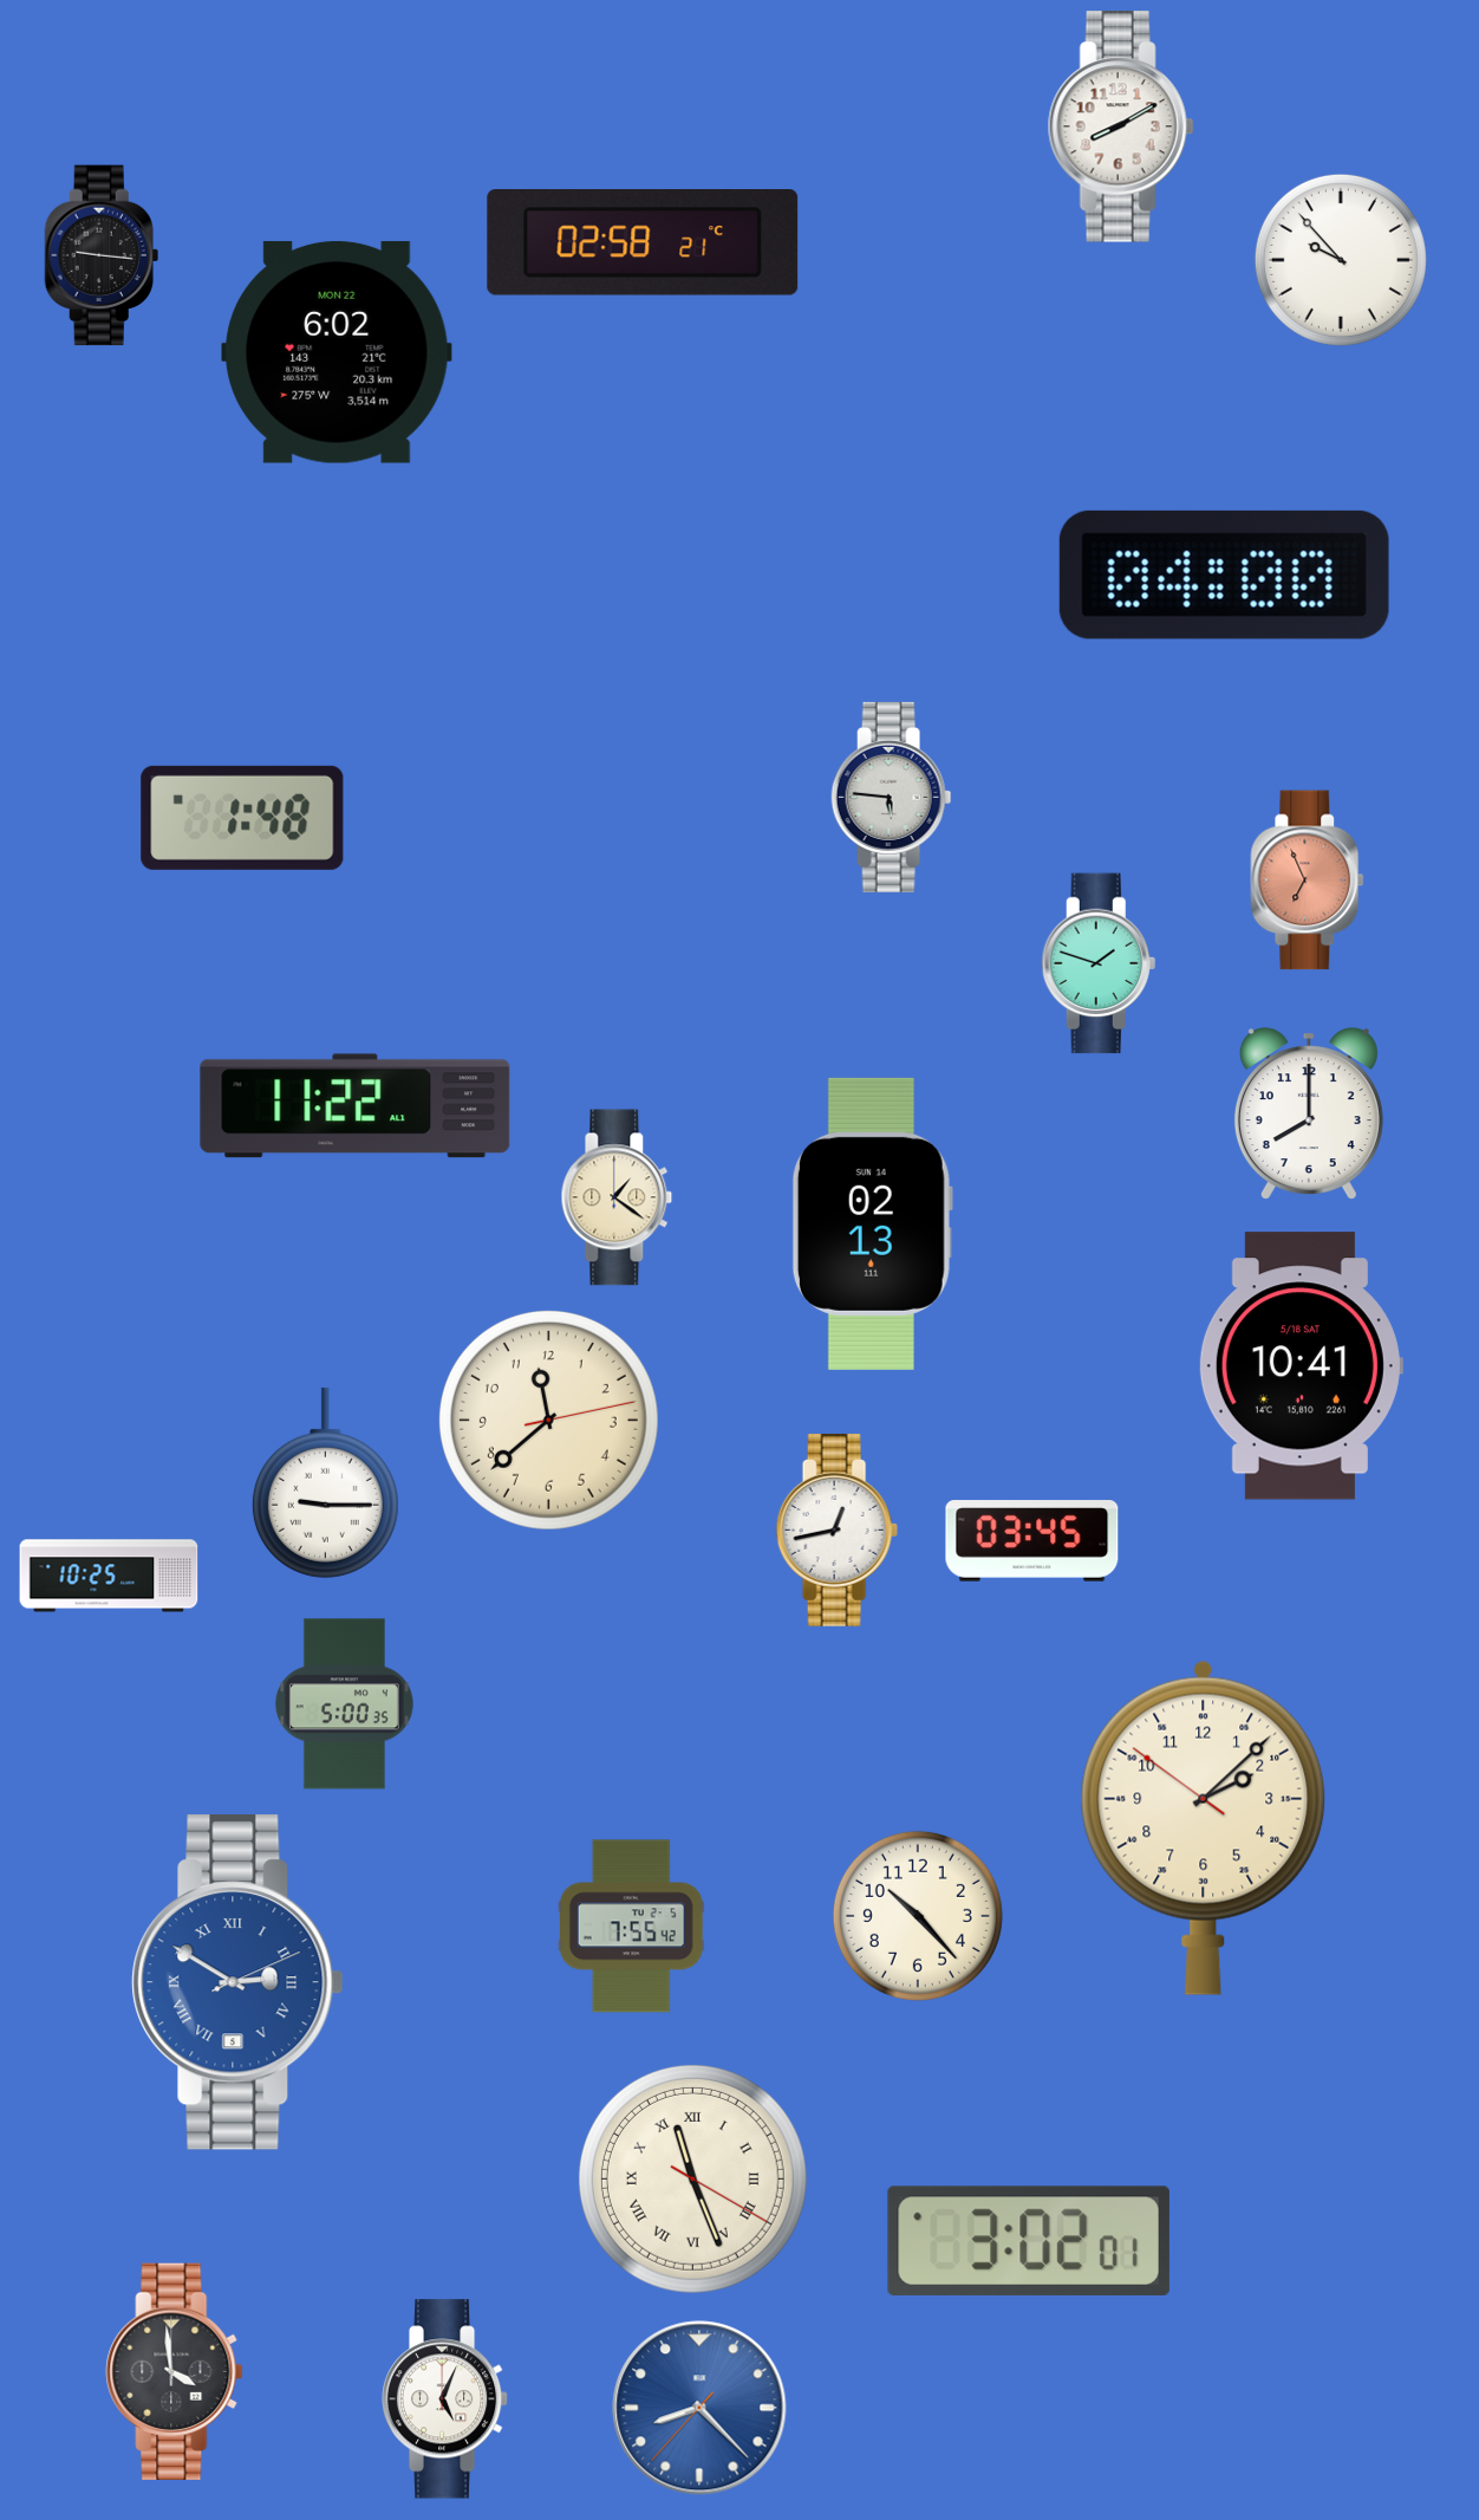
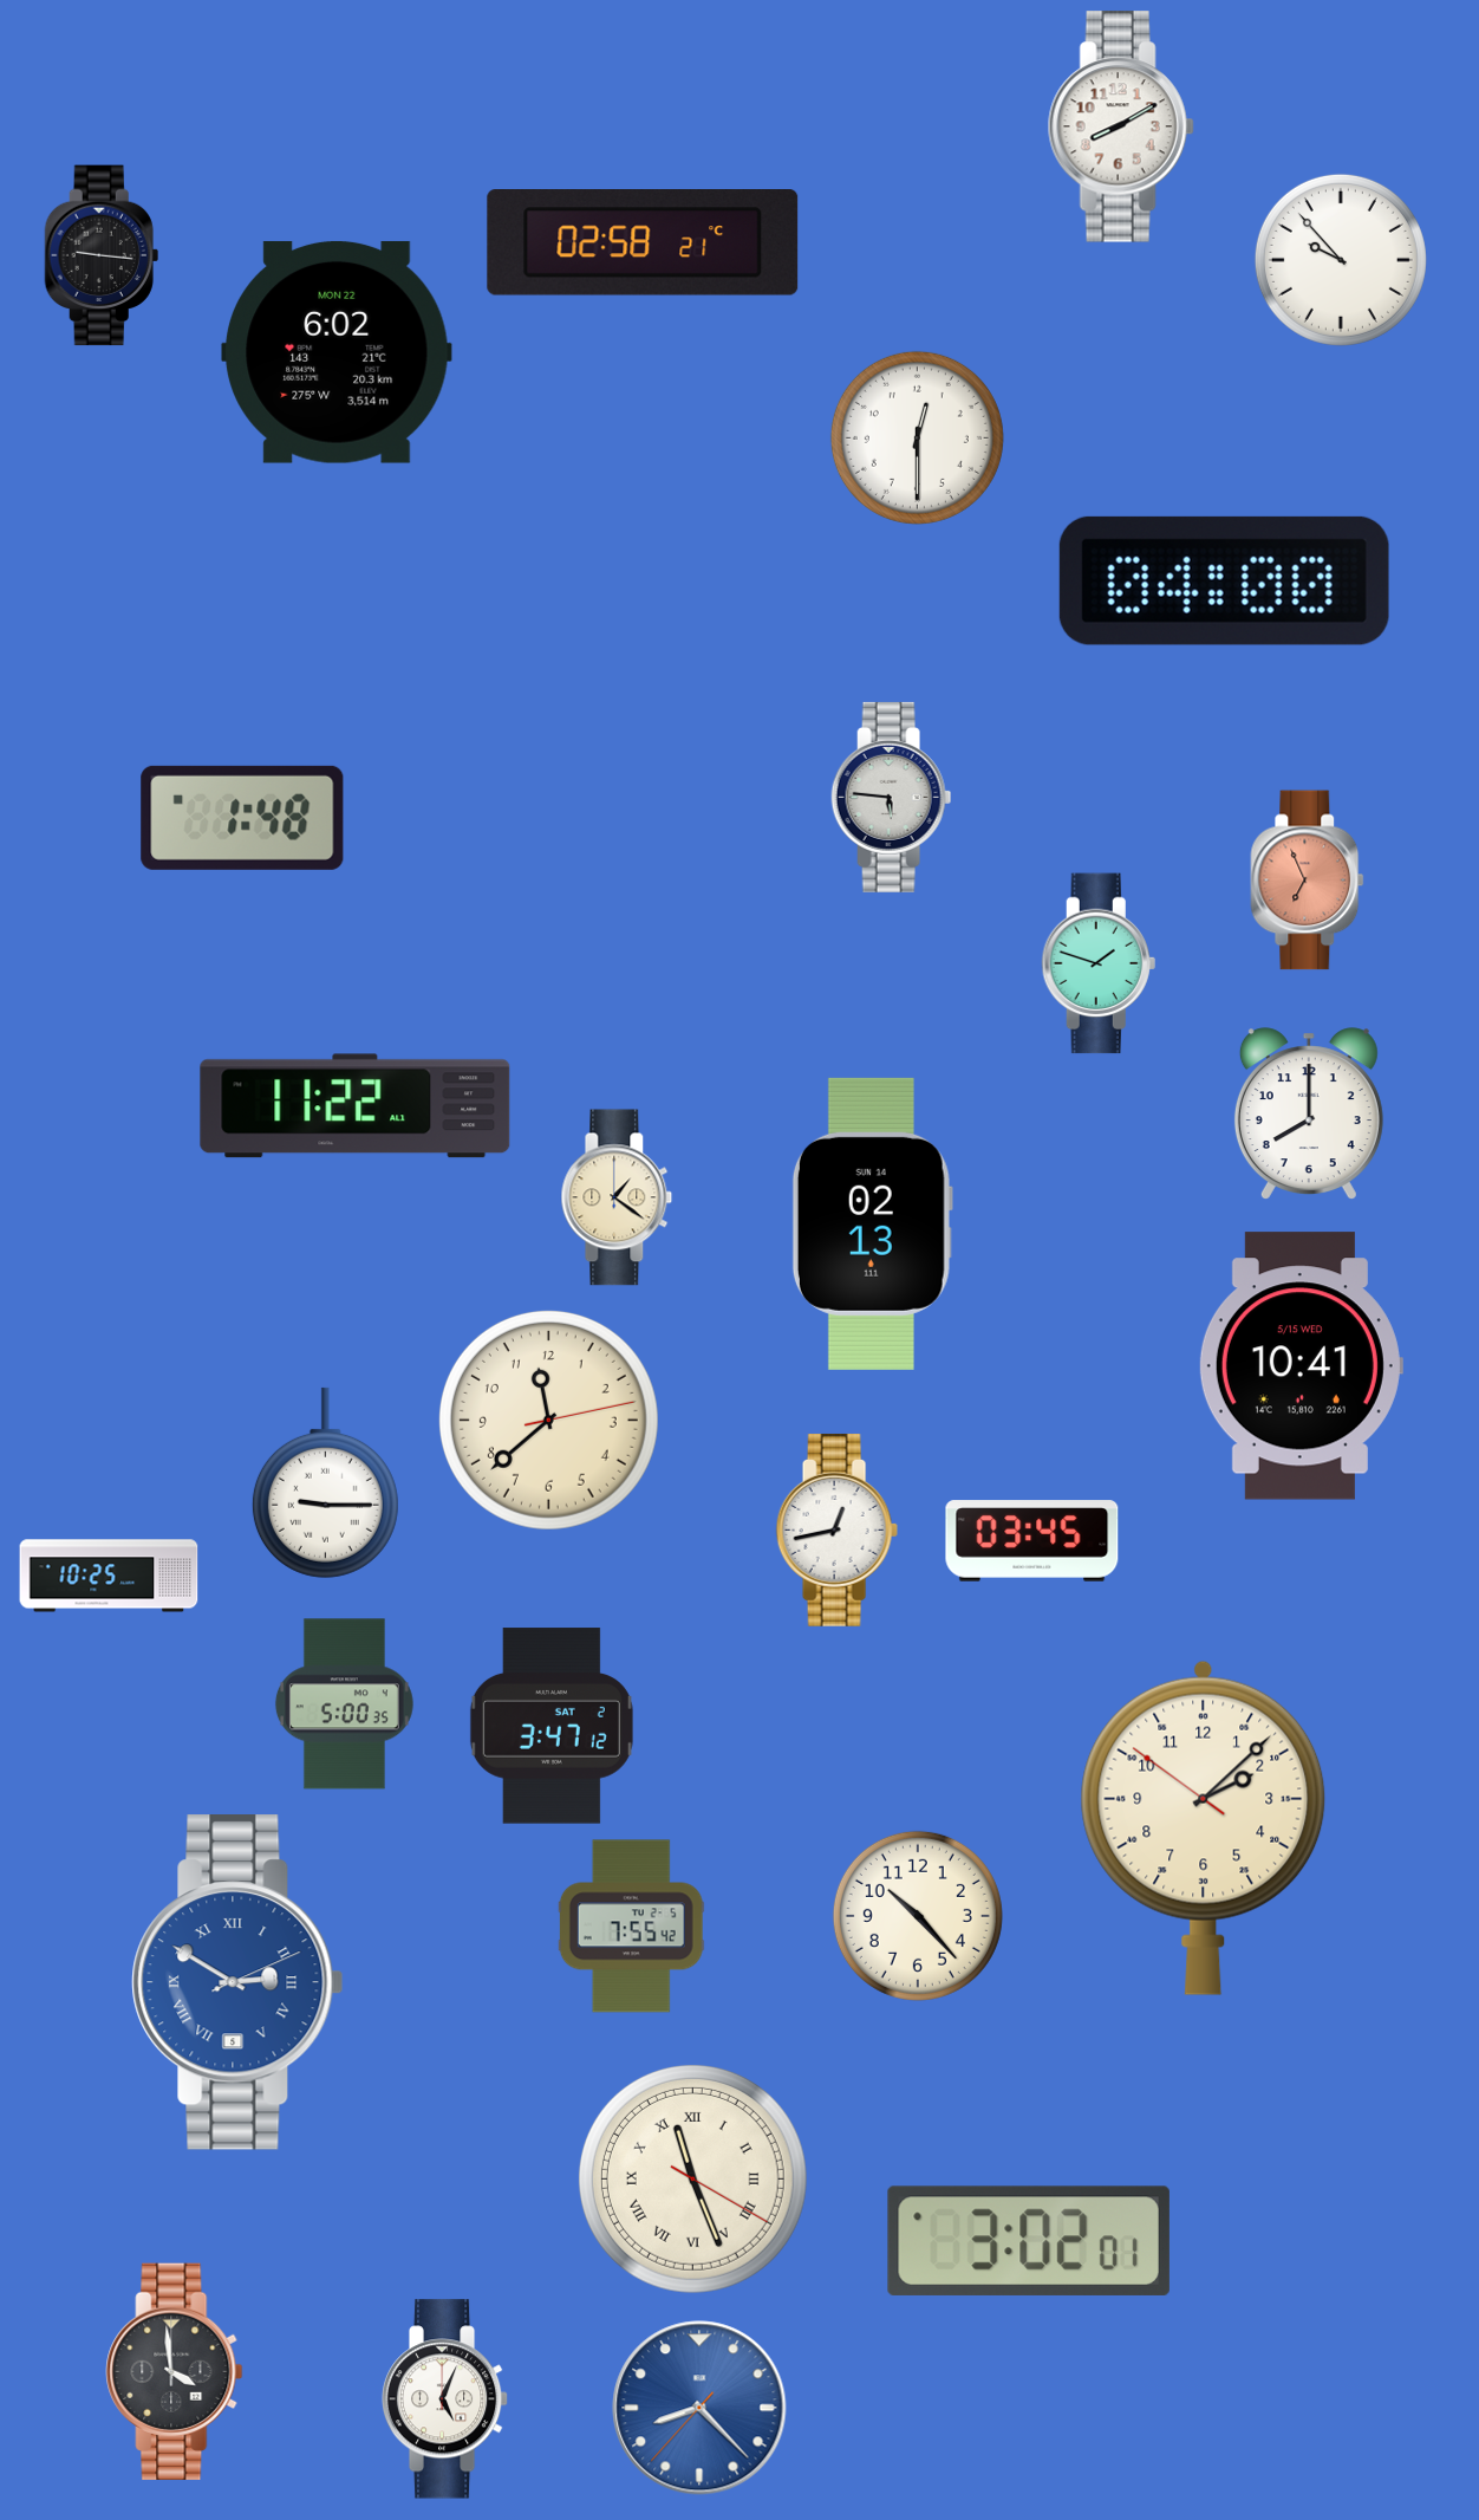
clock at (917, 437): none -> 12:30
clock at (1224, 574) position: (1224, 574) -> (1224, 580)
clock at (1301, 1366) date: 5/18 SAT -> 5/15 WED
clock at (552, 1726): none -> 3:47
